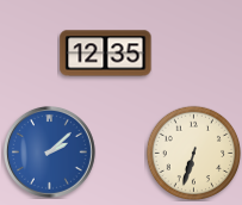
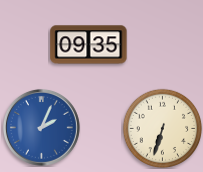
clock at (106, 54): 12:35 -> 09:35
clock at (49, 151): 2:08 -> 2:04
